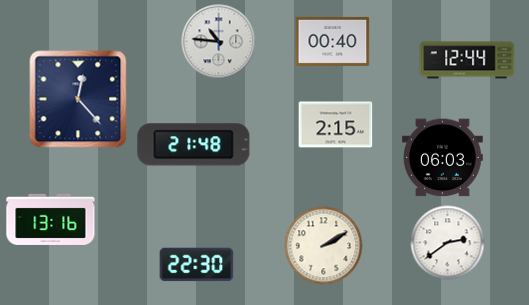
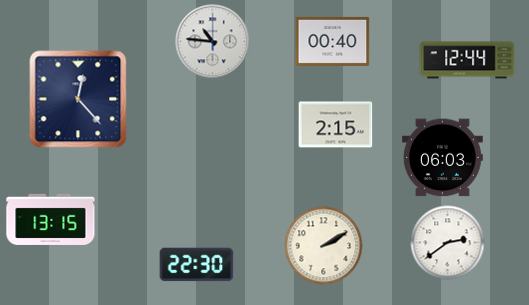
clock at (219, 42) position: (219, 42) -> (213, 42)
clock at (194, 145): 21:48 -> none
clock at (51, 219): 13:16 -> 13:15
